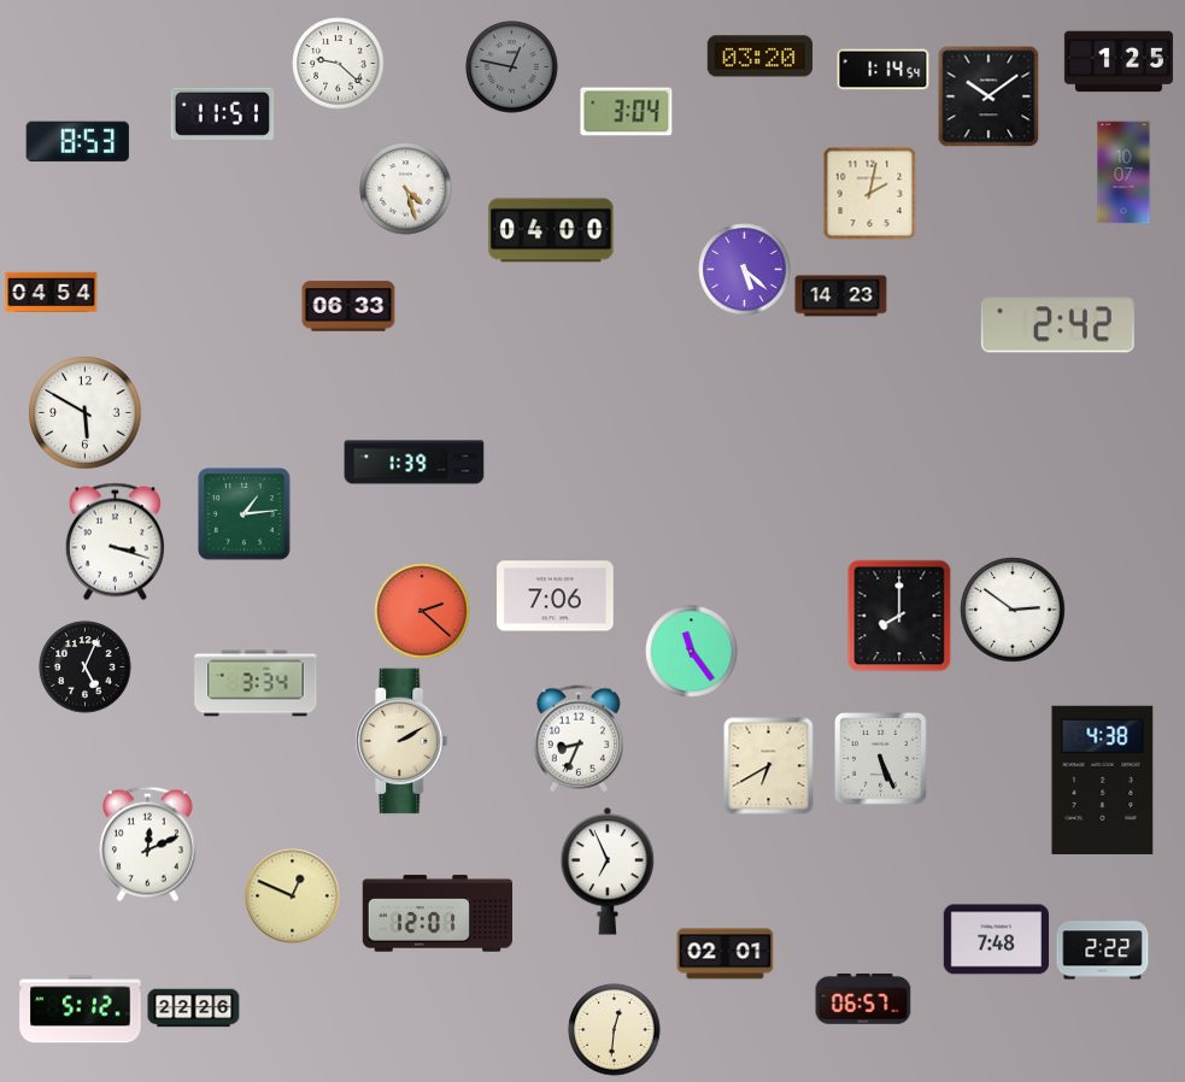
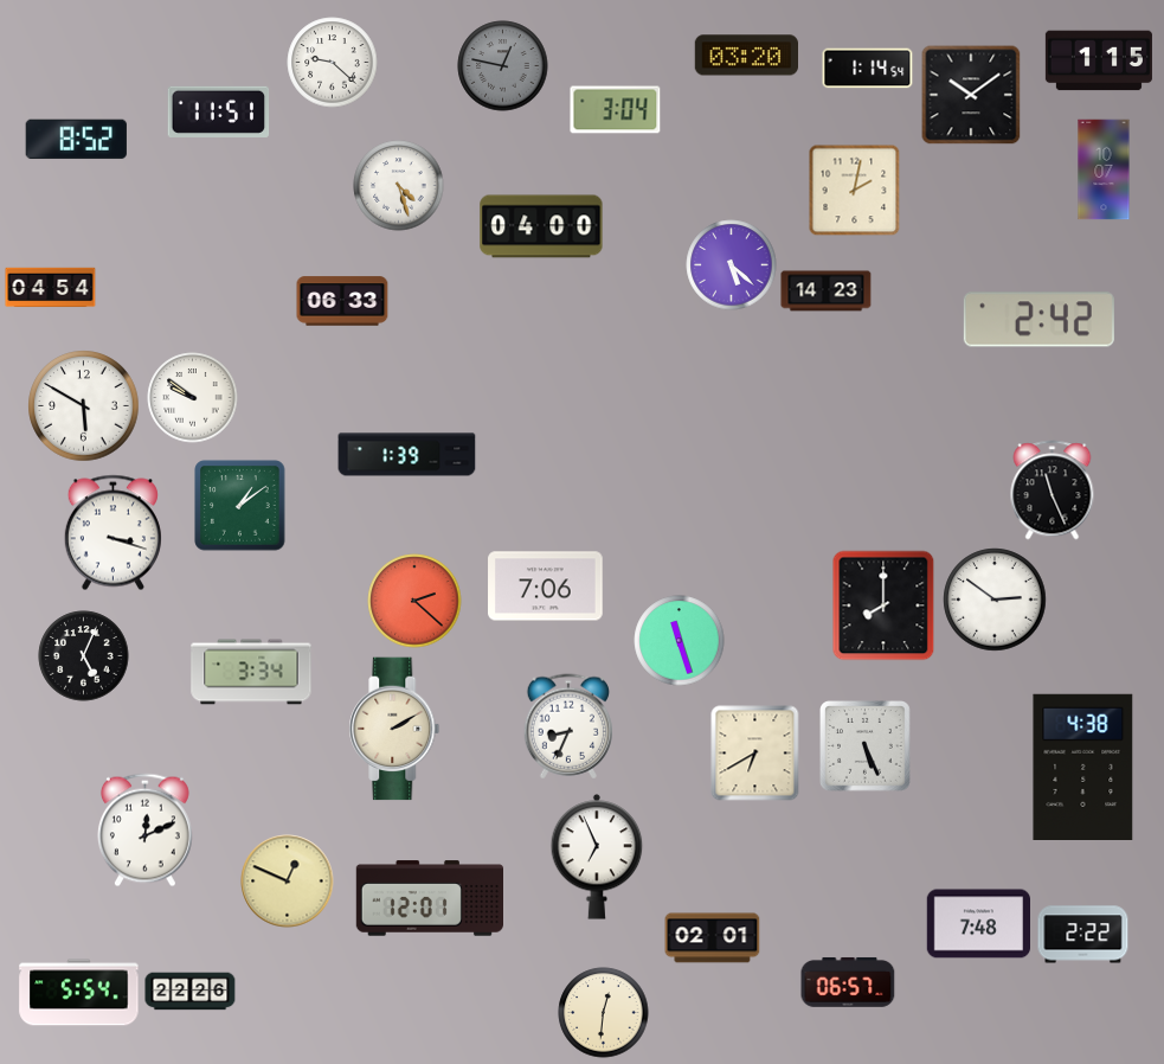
clock at (1119, 61): 1:25 -> 1:15
clock at (78, 142): 8:53 -> 8:52
clock at (193, 398): none -> 9:51
clock at (1053, 491): none -> 11:26
clock at (245, 514): 1:14 -> 1:09
clock at (692, 652): 11:24 -> 11:27
clock at (81, 1010): 5:12 -> 5:54
